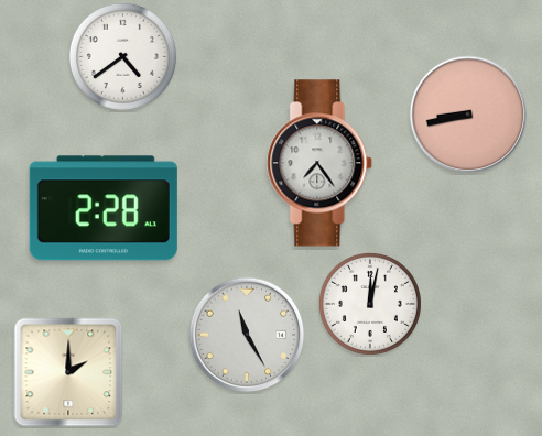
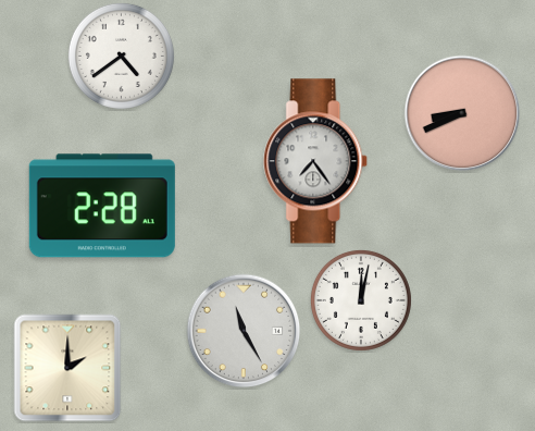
clock at (468, 115): 8:43 -> 8:41
clock at (370, 304) position: (370, 304) -> (361, 300)
